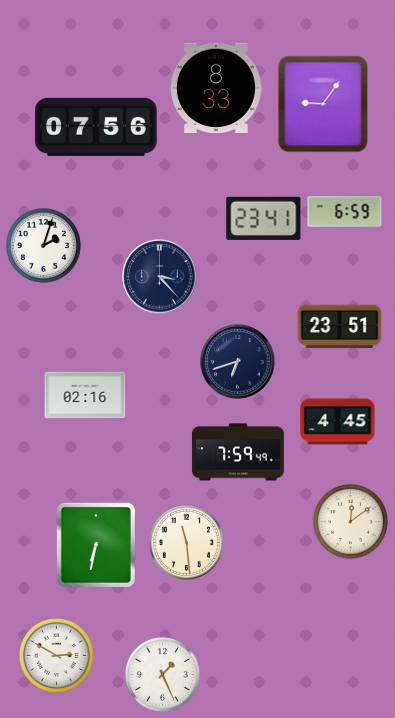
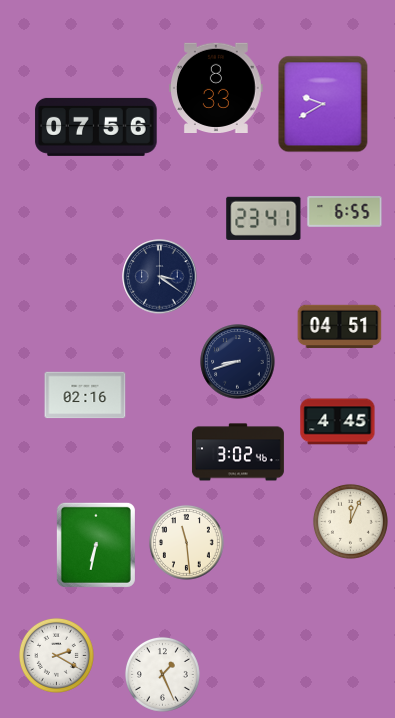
clock at (323, 104): 9:06 -> 9:40
clock at (345, 212): 6:59 -> 6:55
clock at (43, 245): 2:03 -> none
clock at (160, 277): 3:23 -> 3:21
clock at (340, 327): 23:51 -> 04:51
clock at (238, 362): 6:42 -> 8:42
clock at (238, 452): 7:59 -> 3:02
clock at (350, 521): 12:09 -> 12:04
clock at (56, 655): 2:50 -> 2:20
